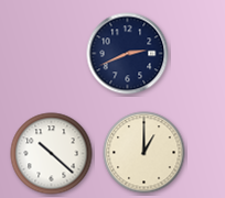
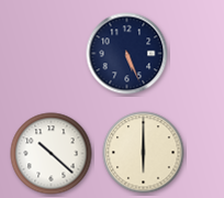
clock at (128, 54): 2:41 -> 5:26
clock at (144, 153): 1:00 -> 6:00
